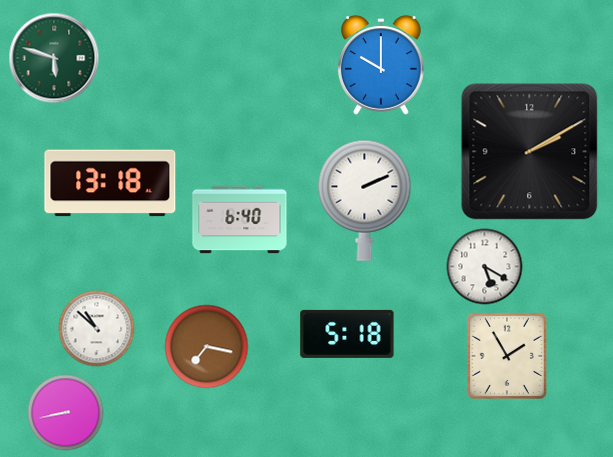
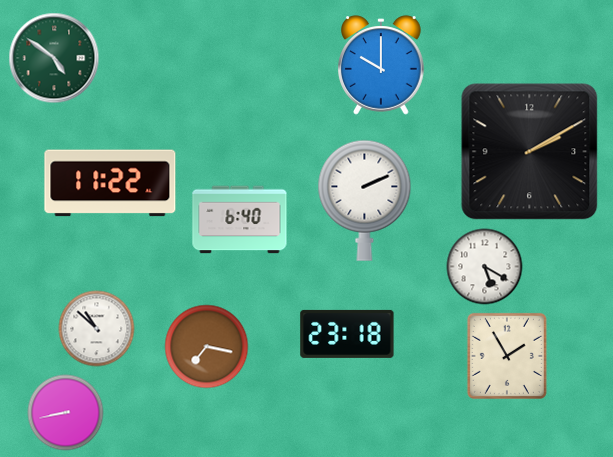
clock at (54, 58): 5:48 -> 4:51
clock at (110, 183): 13:18 -> 11:22
clock at (347, 334): 5:18 -> 23:18
